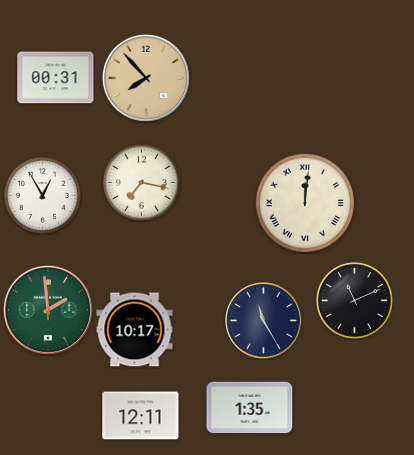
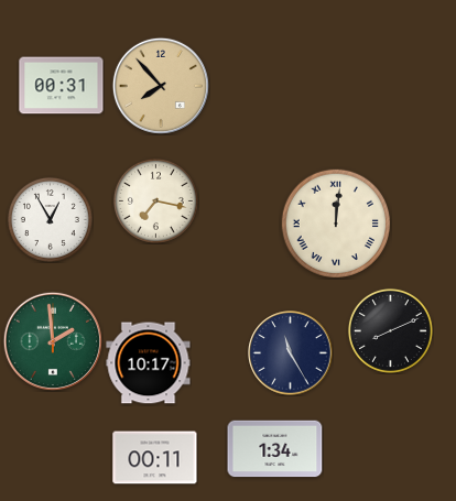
clock at (42, 195) position: (42, 195) -> (50, 219)
clock at (354, 300): 11:11 -> 8:11
clock at (250, 408): 1:35 -> 1:34
clock at (141, 416): 12:11 -> 00:11
